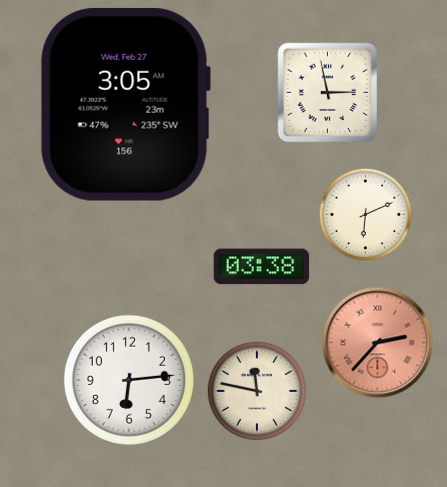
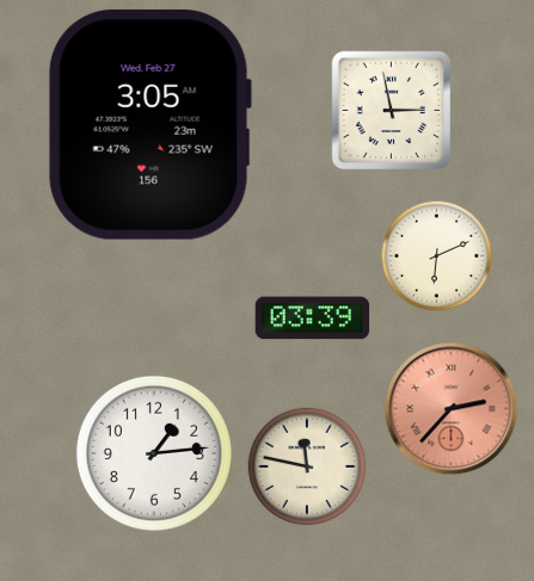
clock at (262, 267): 03:38 -> 03:39
clock at (129, 380): 6:14 -> 1:14
